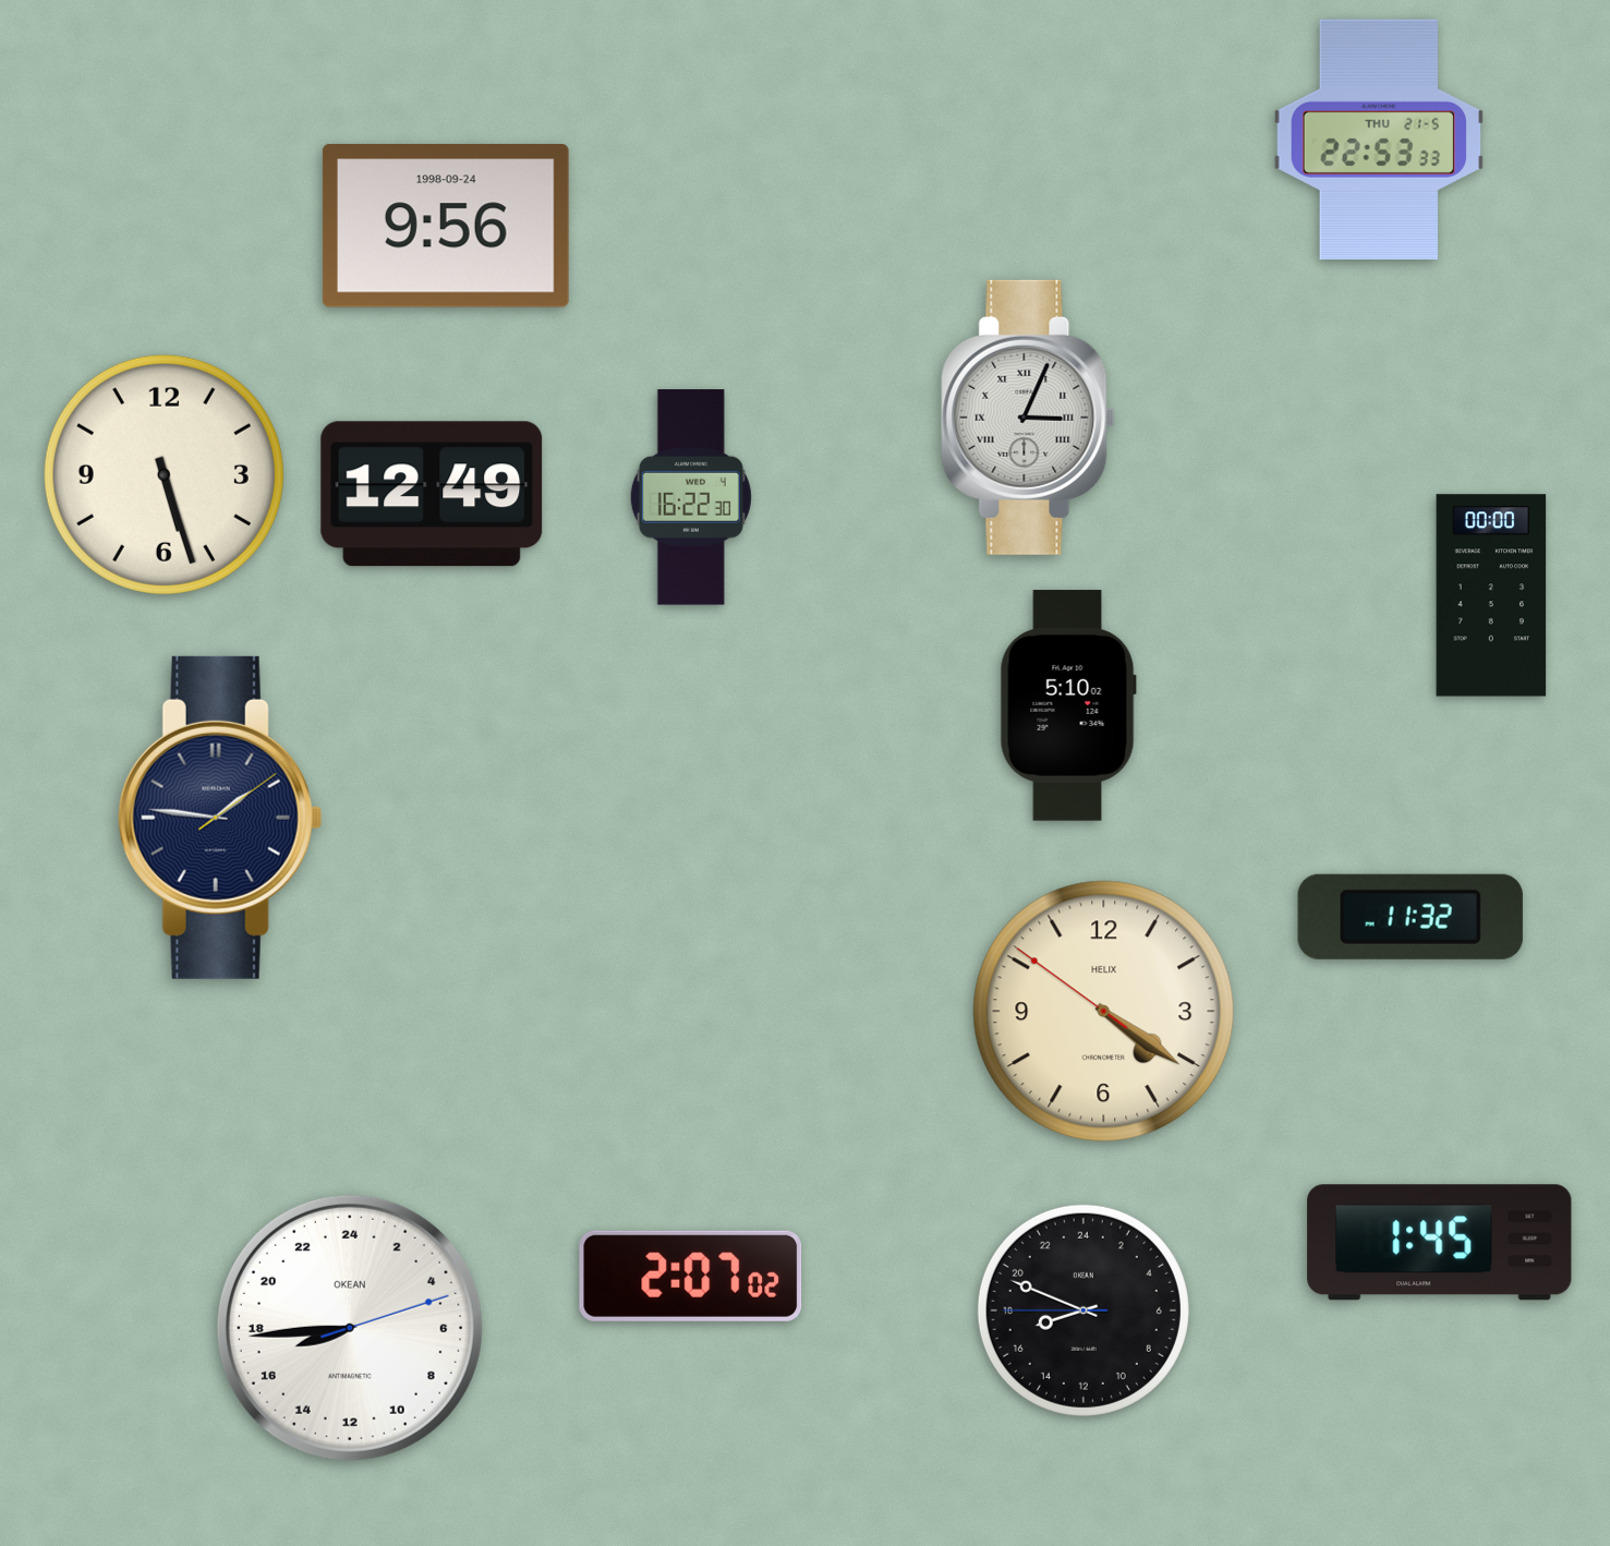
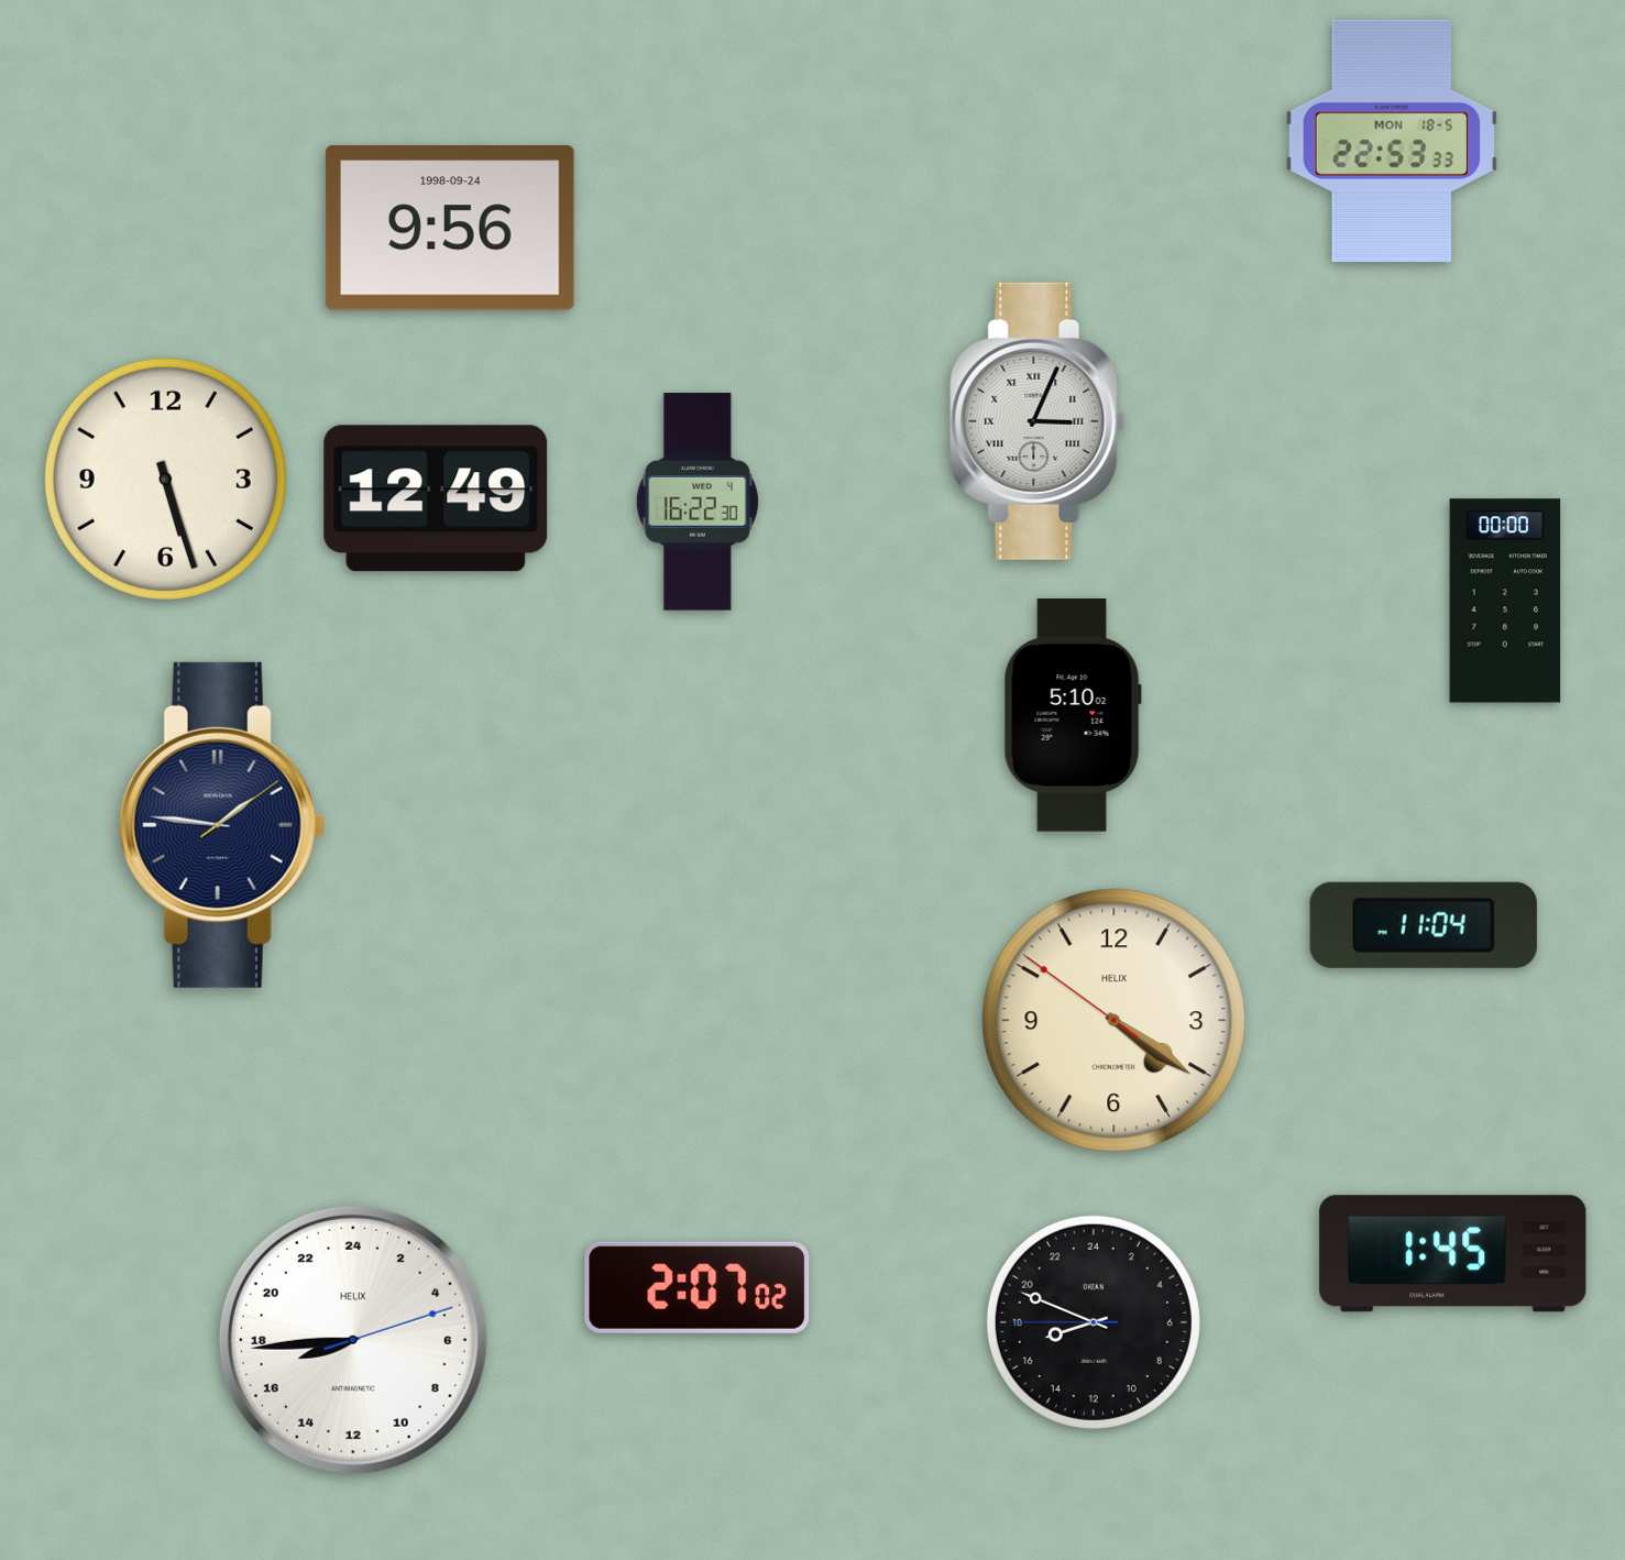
clock at (1379, 140) date: THU 21-5 -> MON 18-5
clock at (1068, 705) position: (1068, 705) -> (1073, 715)
clock at (1411, 917): 11:32 -> 11:04
clock at (350, 1328) brand: OKEAN -> HELIX
